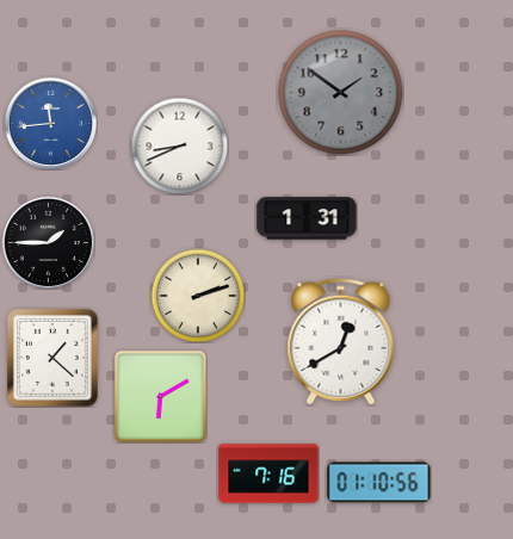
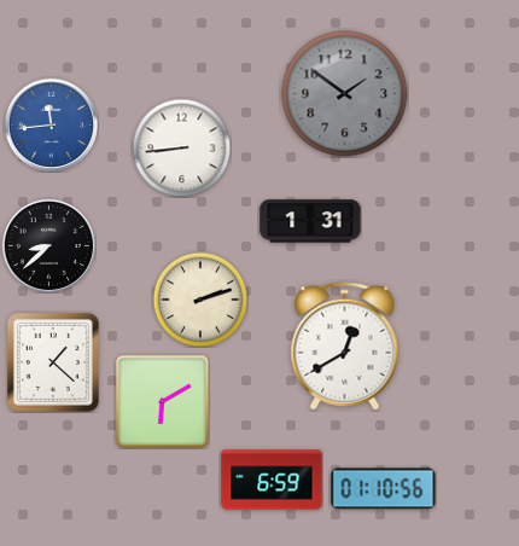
clock at (179, 145): 8:41 -> 8:44
clock at (48, 242): 1:45 -> 8:38
clock at (268, 473): 7:16 -> 6:59
